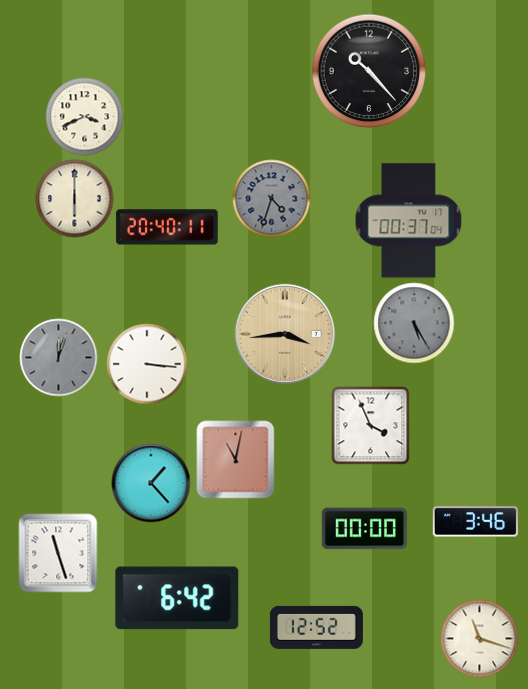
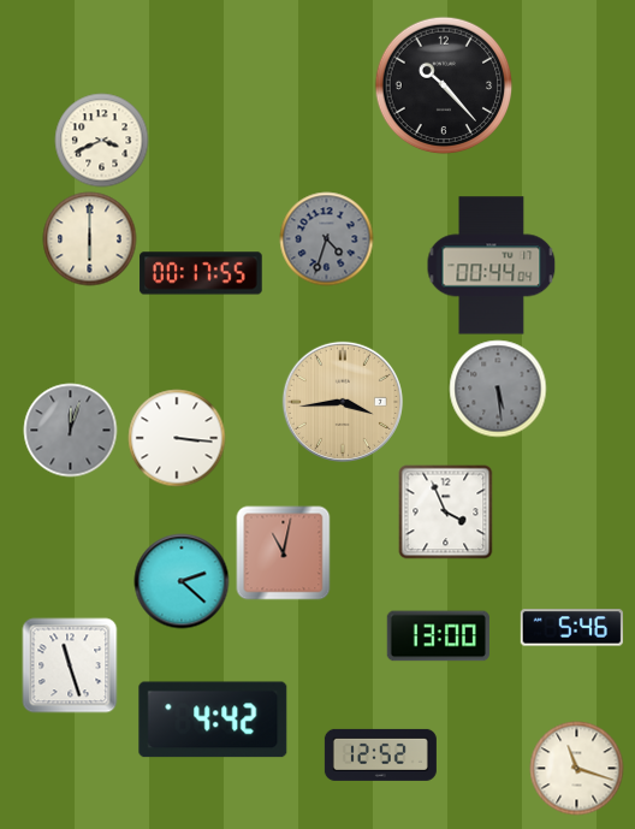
clock at (409, 221): 00:37 -> 00:44
clock at (167, 227): 20:40 -> 00:17
clock at (414, 323): 5:25 -> 5:29
clock at (151, 483): 1:23 -> 2:22
clock at (475, 522): 3:46 -> 5:46
clock at (364, 529): 00:00 -> 13:00
clock at (177, 598): 6:42 -> 4:42
